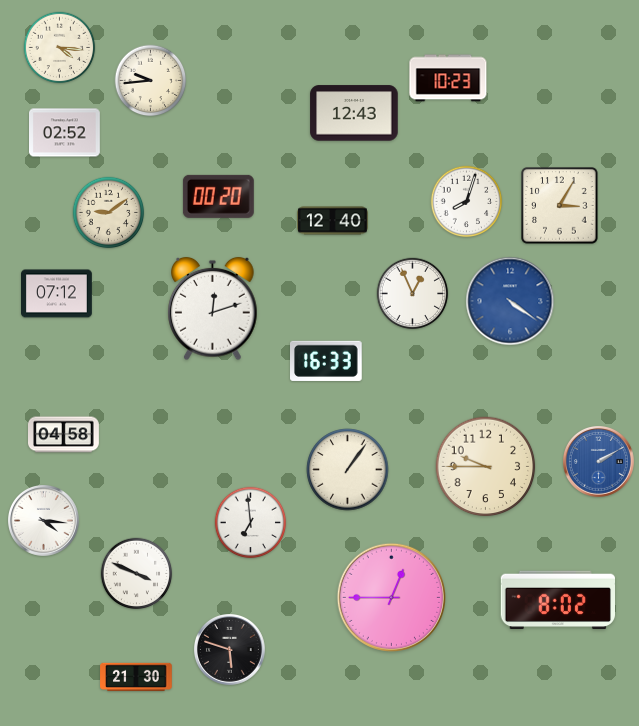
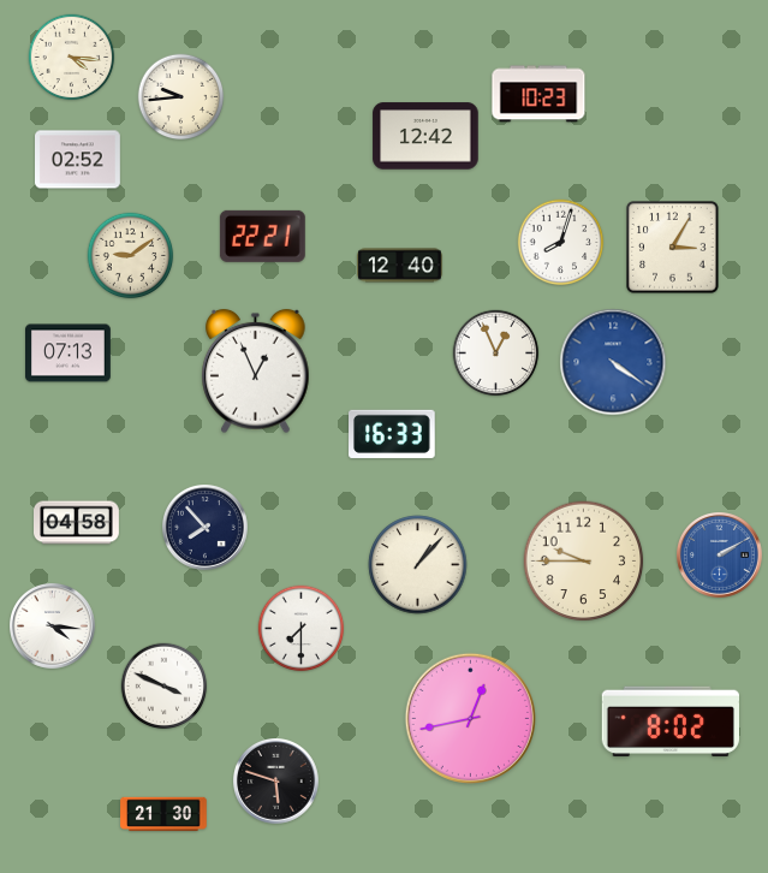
clock at (354, 113): 12:43 -> 12:42
clock at (218, 196): 00:20 -> 22:21
clock at (57, 294): 07:12 -> 07:13
clock at (213, 309): 12:12 -> 12:56
clock at (206, 528): none -> 7:53
clock at (348, 470): 1:06 -> 1:07
clock at (251, 523): 6:59 -> 7:30
clock at (137, 574) position: (137, 574) -> (165, 687)
clock at (391, 597): 12:45 -> 12:43
